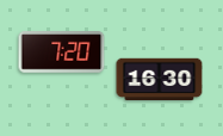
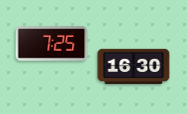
clock at (62, 52): 7:20 -> 7:25
